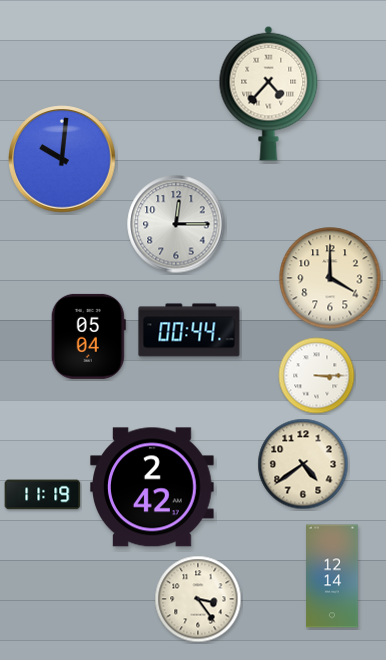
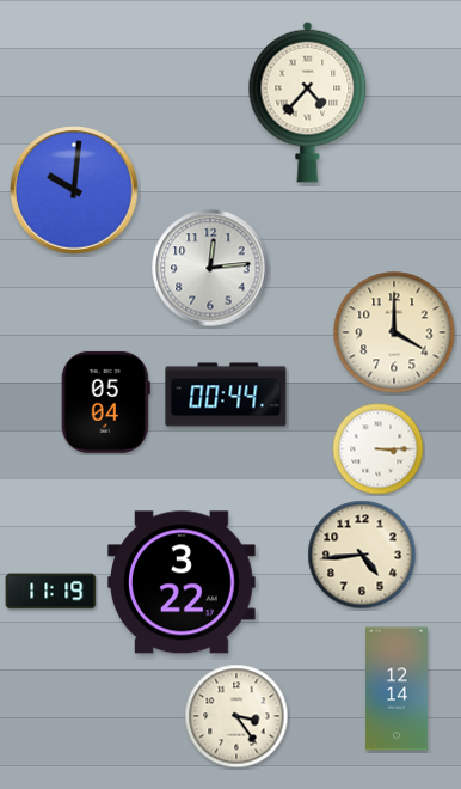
clock at (269, 93) position: (269, 93) -> (308, 102)
clock at (176, 224): 12:15 -> 12:14
clock at (303, 464): 4:39 -> 4:44
clock at (152, 487): 2:42 -> 3:22
